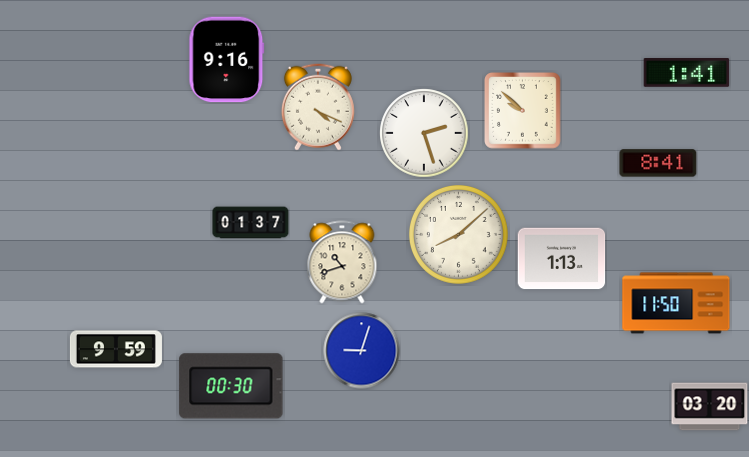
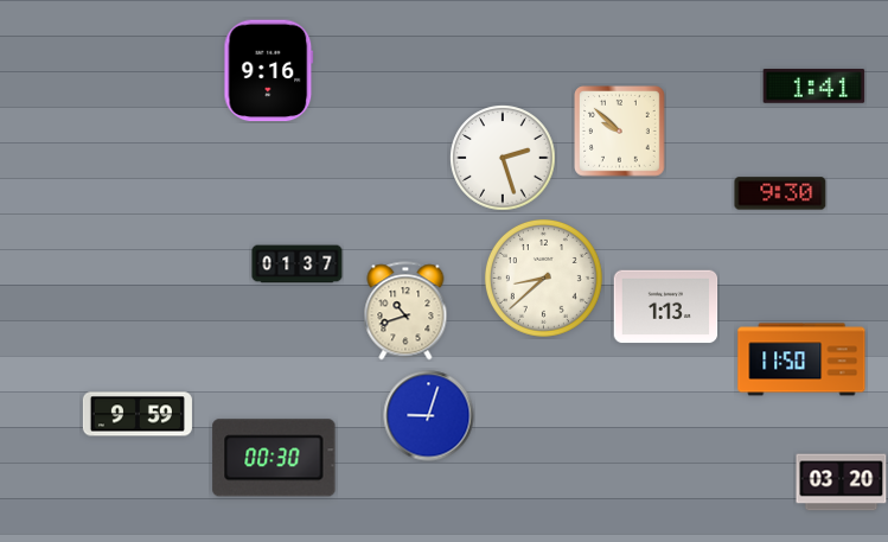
clock at (318, 107): 4:19 -> none
clock at (658, 163): 8:41 -> 9:30
clock at (458, 234): 8:08 -> 8:38
